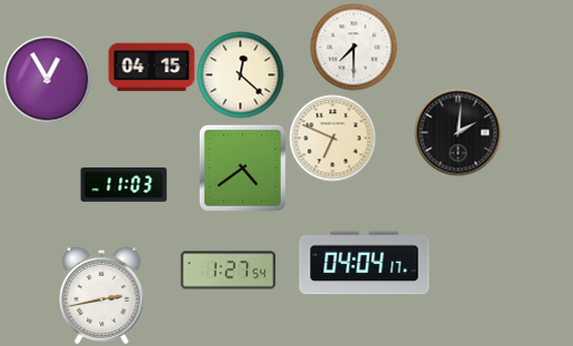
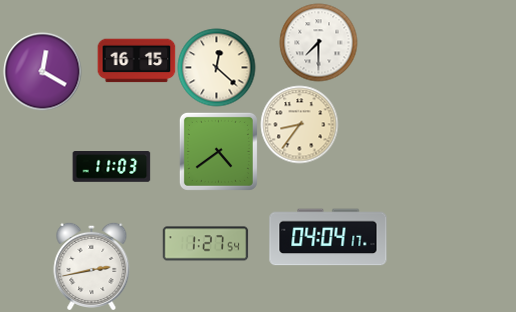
clock at (151, 68): 04:15 -> 16:15
clock at (47, 79): 12:55 -> 12:20
clock at (458, 132): 2:01 -> none
clock at (332, 138): 6:49 -> 8:36
